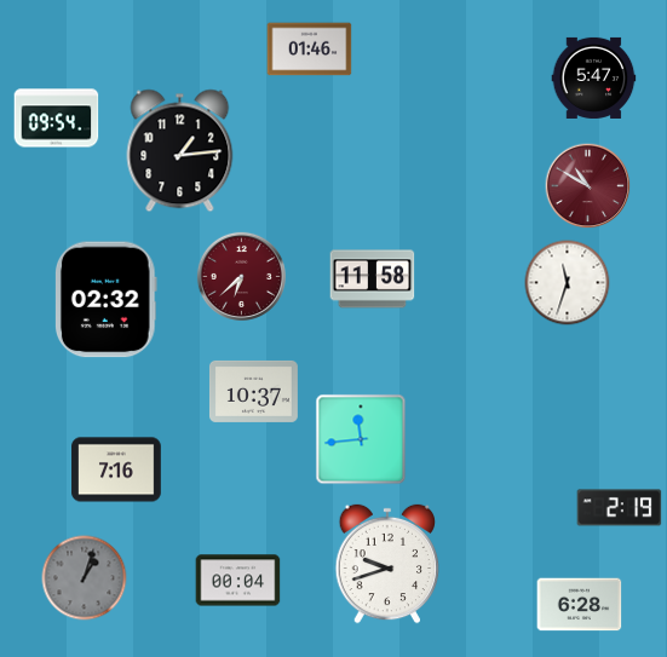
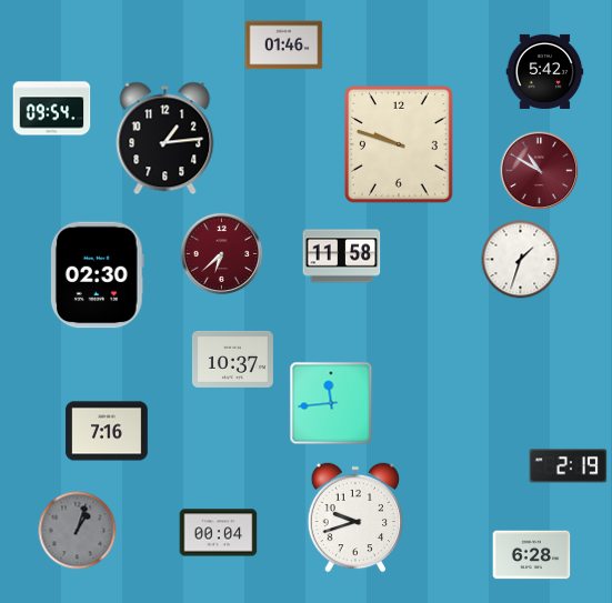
clock at (594, 77): 5:47 -> 5:42
clock at (399, 144): none -> 9:48
clock at (568, 283): 11:33 -> 1:33
clock at (105, 300): 02:32 -> 02:30
